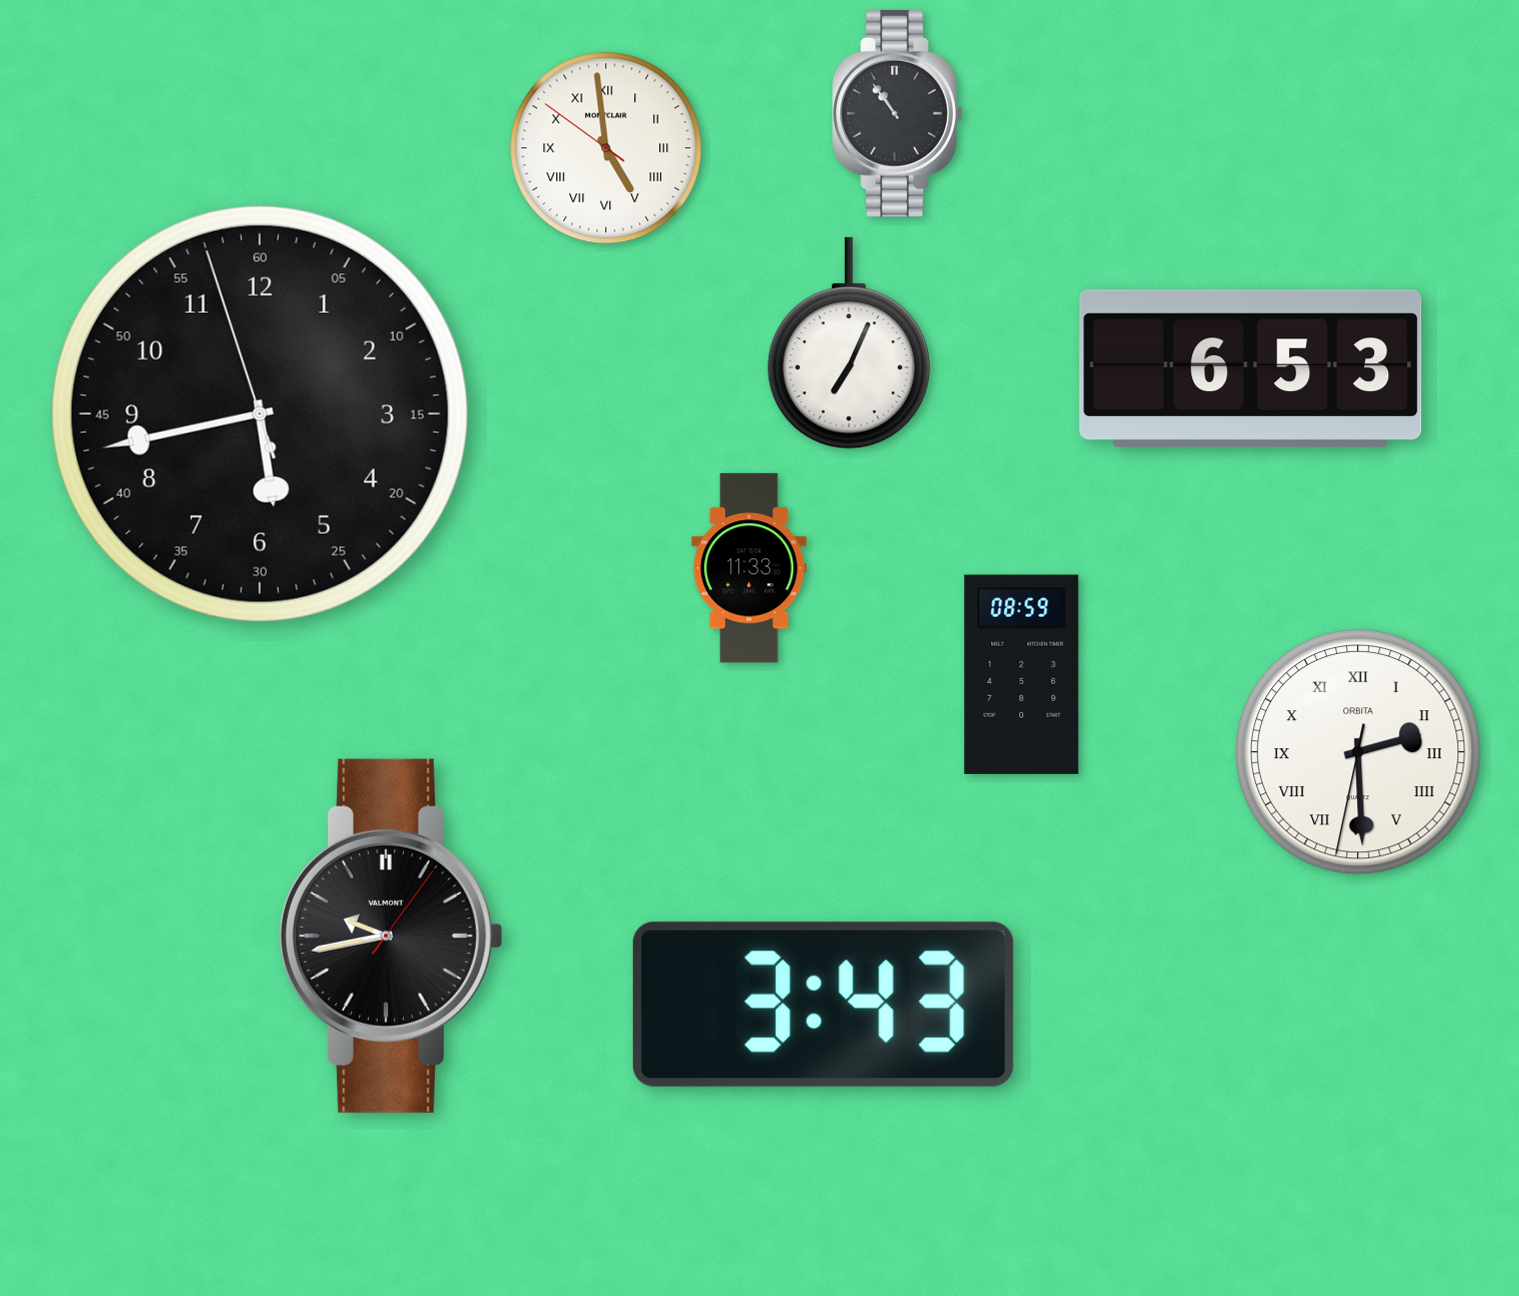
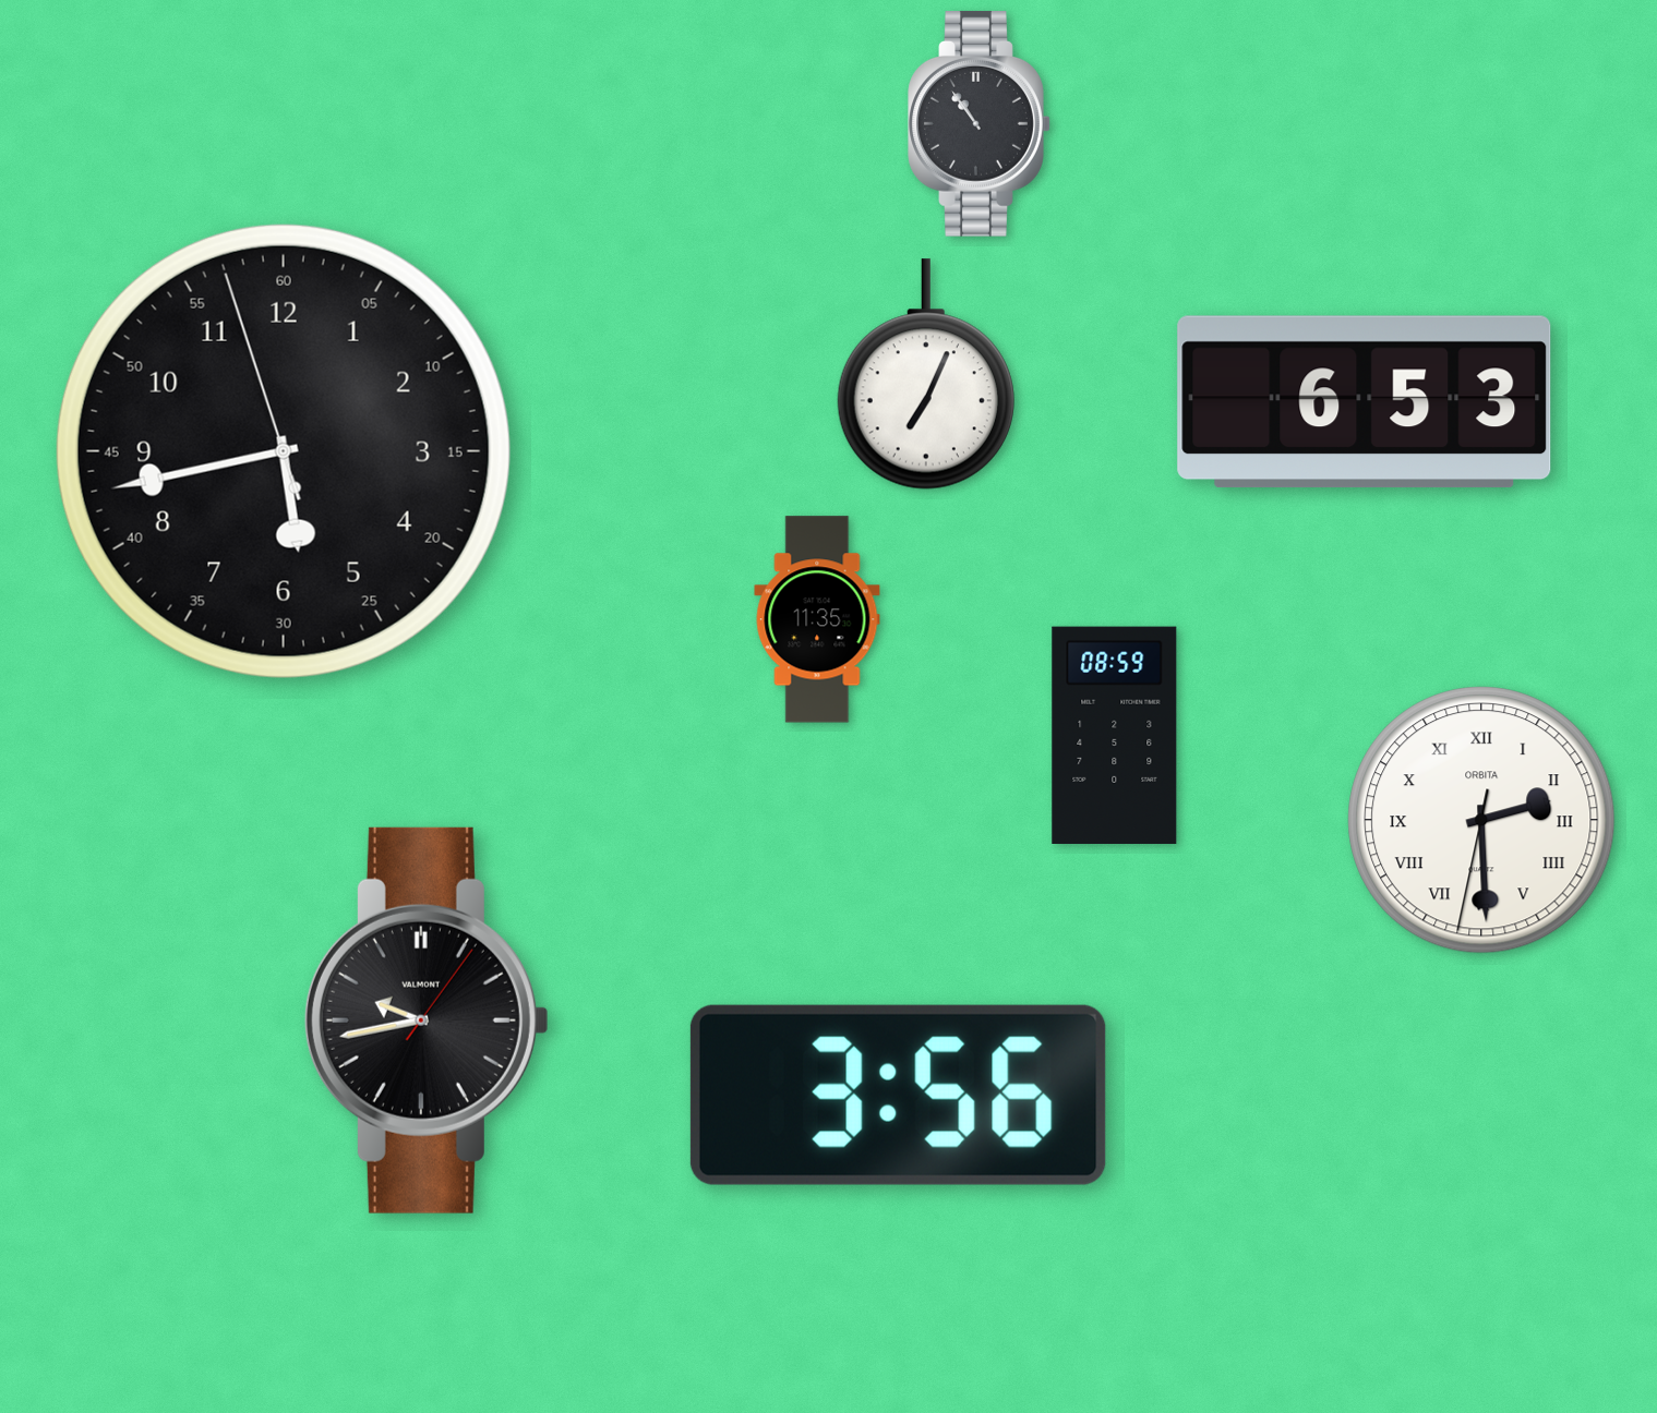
clock at (606, 148): 4:58 -> none
clock at (749, 568): 11:33 -> 11:35
clock at (823, 1004): 3:43 -> 3:56
